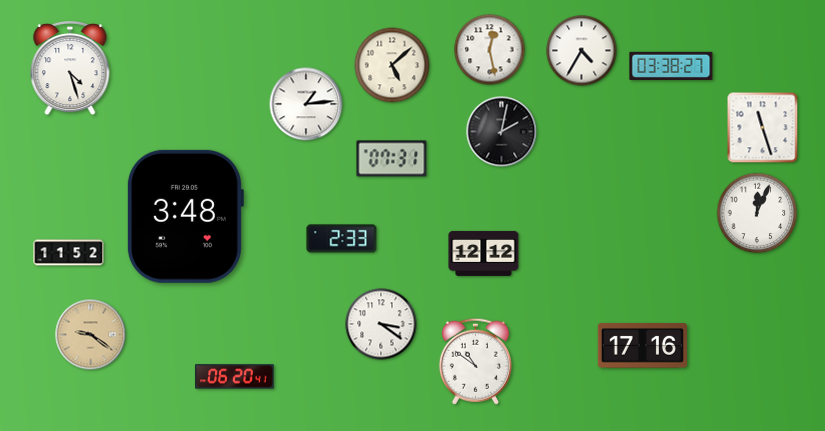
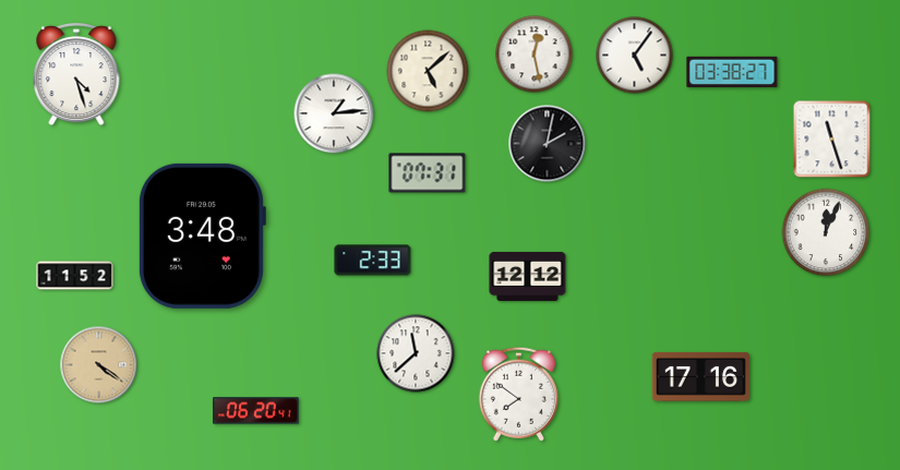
clock at (582, 51): 4:35 -> 5:06
clock at (381, 324): 3:21 -> 11:38
clock at (91, 335): 9:21 -> 4:21
clock at (475, 361): 10:51 -> 7:51
